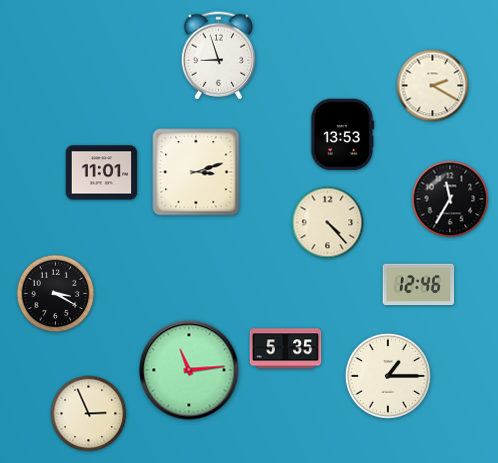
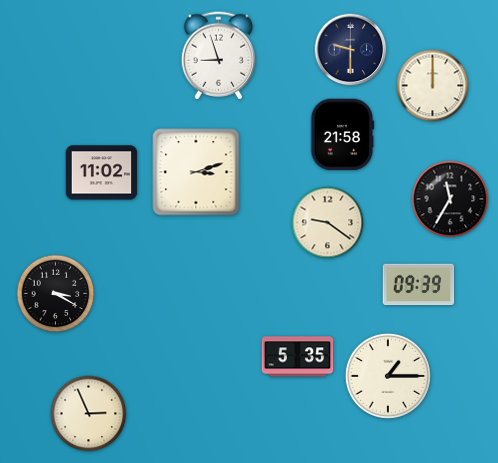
clock at (351, 50): none -> 9:30
clock at (433, 86): 2:20 -> 12:00
clock at (343, 135): 13:53 -> 21:58
clock at (102, 173): 11:01 -> 11:02
clock at (328, 223): 4:23 -> 9:21
clock at (419, 285): 12:46 -> 09:39
clock at (286, 349) position: (286, 349) -> (298, 357)
clock at (189, 370): 11:14 -> none
